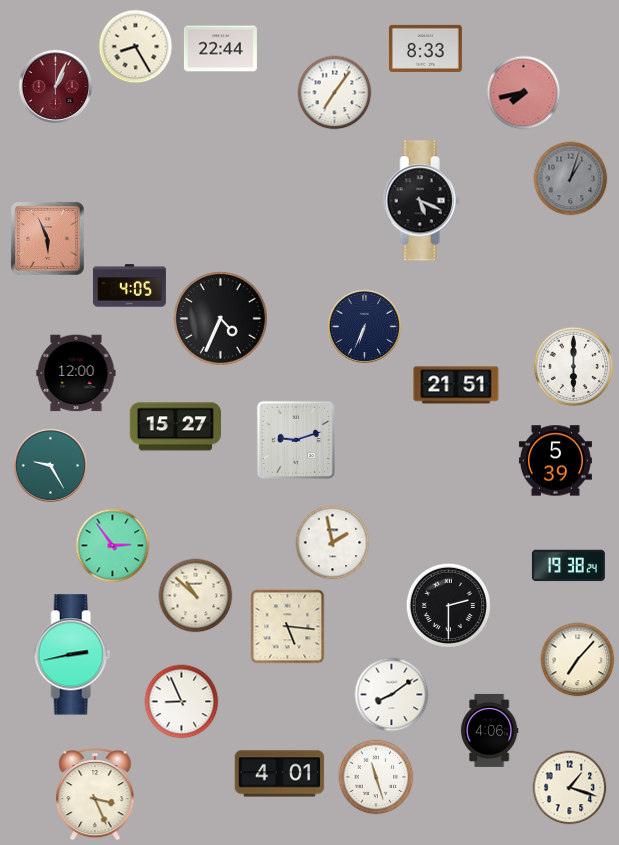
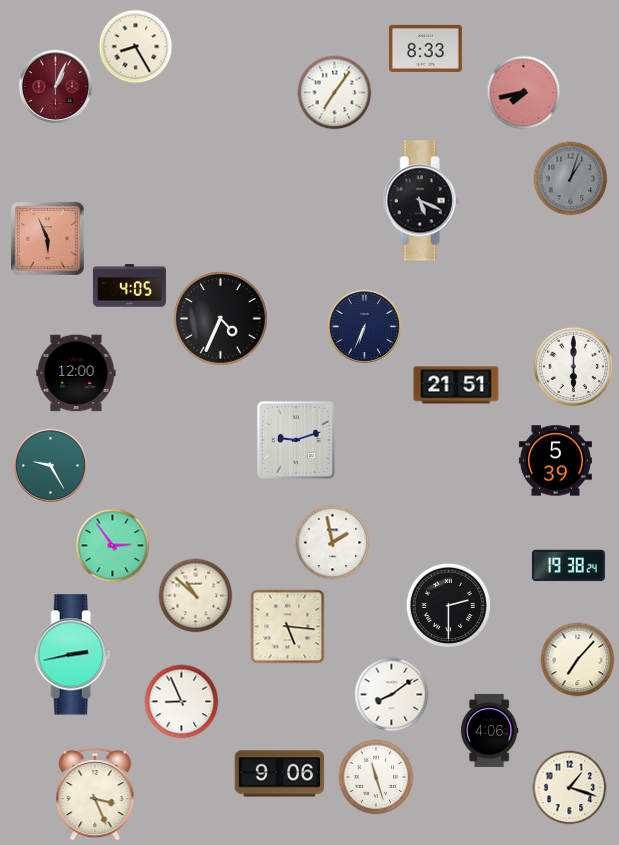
clock at (220, 49): 22:44 -> none
clock at (175, 427): 15:27 -> none
clock at (280, 774): 4:01 -> 9:06
